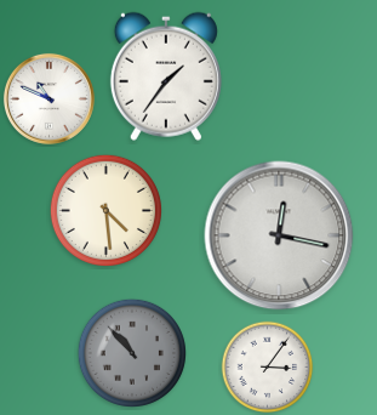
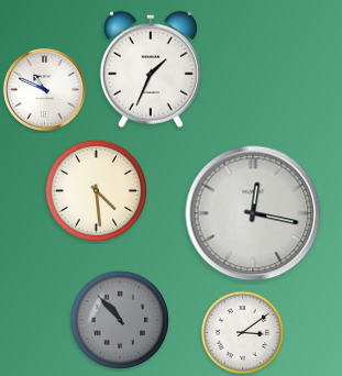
clock at (166, 76): 1:36 -> 1:34
clock at (268, 368): 3:06 -> 3:09
